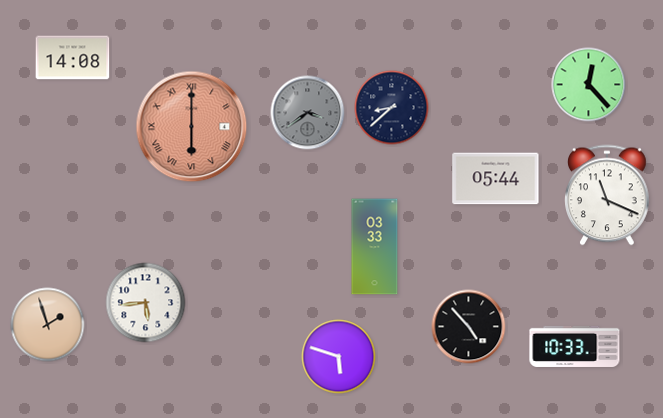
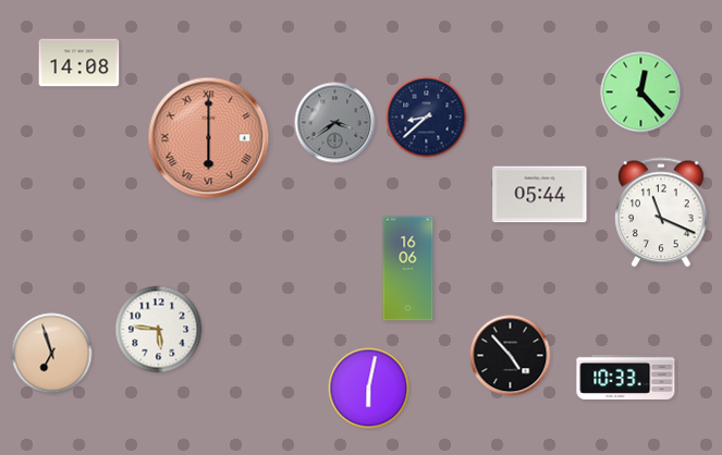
clock at (375, 247): 03:33 -> 16:06
clock at (146, 303): 5:44 -> 5:46
clock at (48, 325): 1:57 -> 6:57
clock at (339, 357): 5:48 -> 6:02
